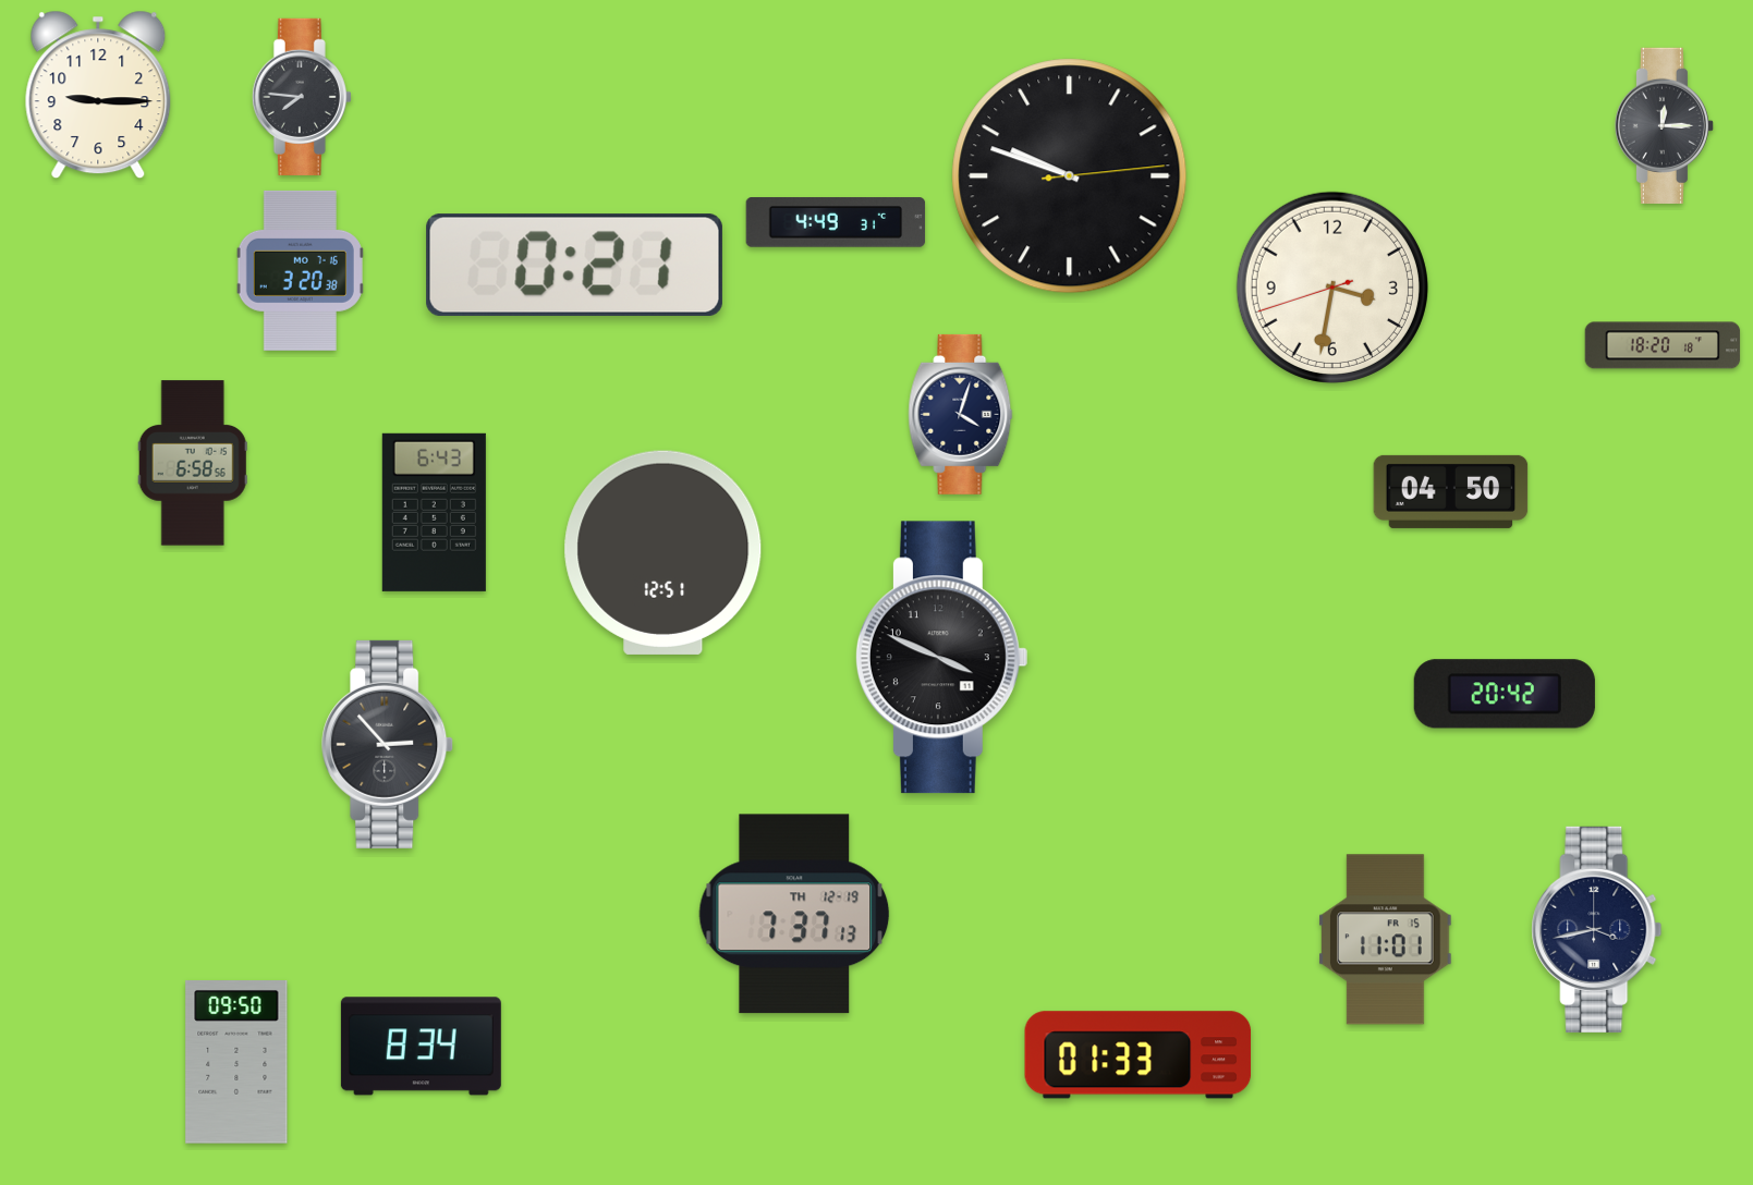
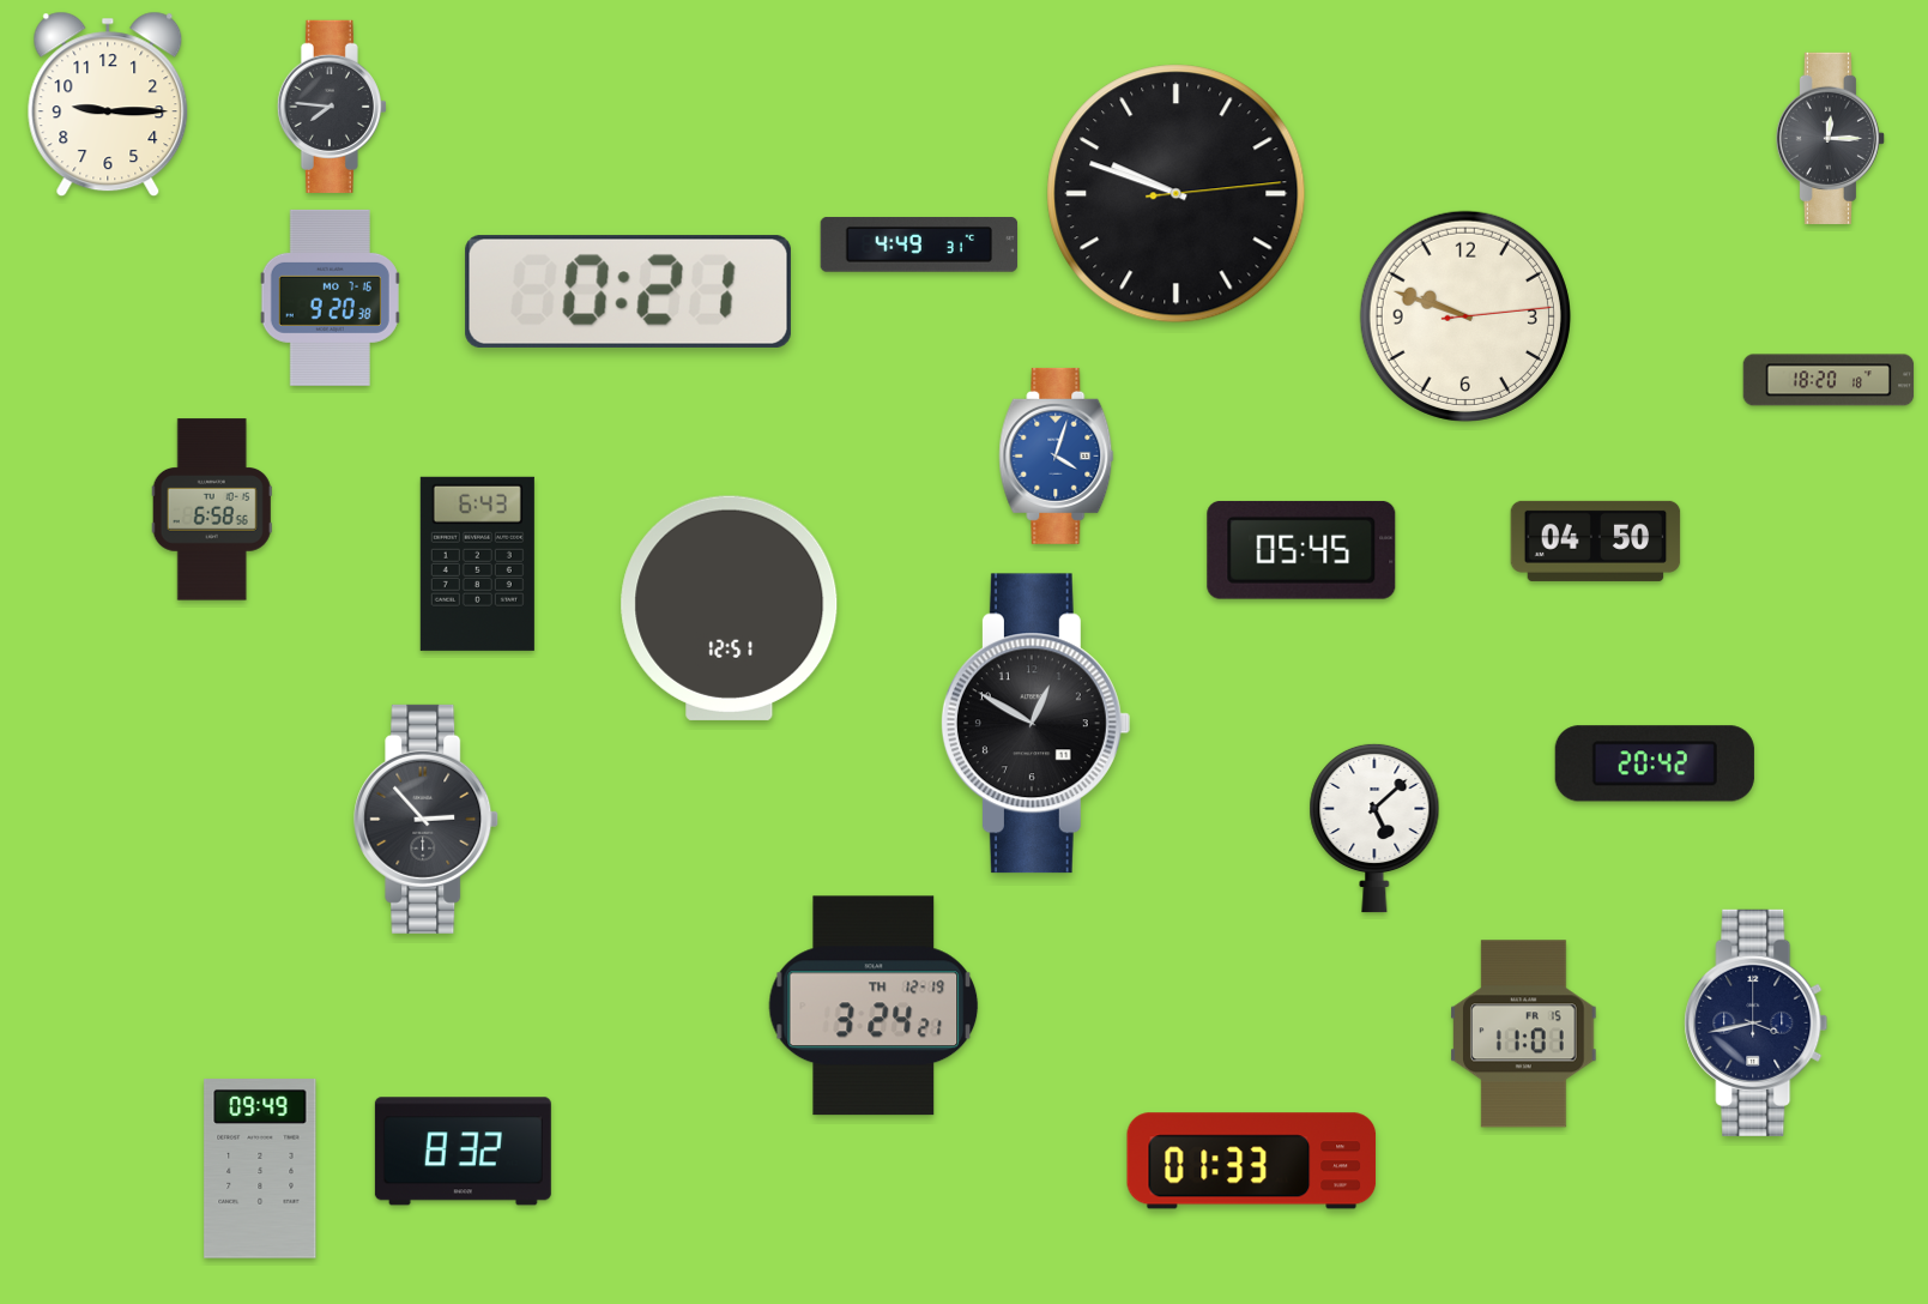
clock at (574, 265) position: (574, 265) -> (628, 291)
clock at (300, 270): 3:20 -> 9:20
clock at (1332, 288): 3:31 -> 9:48
clock at (961, 414) dial: navy -> blue
clock at (1301, 550): none -> 05:45
clock at (941, 658): 3:49 -> 12:50
clock at (1374, 828): none -> 5:08
clock at (794, 914): 7:37 -> 3:24
clock at (421, 1047): 8:34 -> 8:32
clock at (236, 1063): 09:50 -> 09:49
